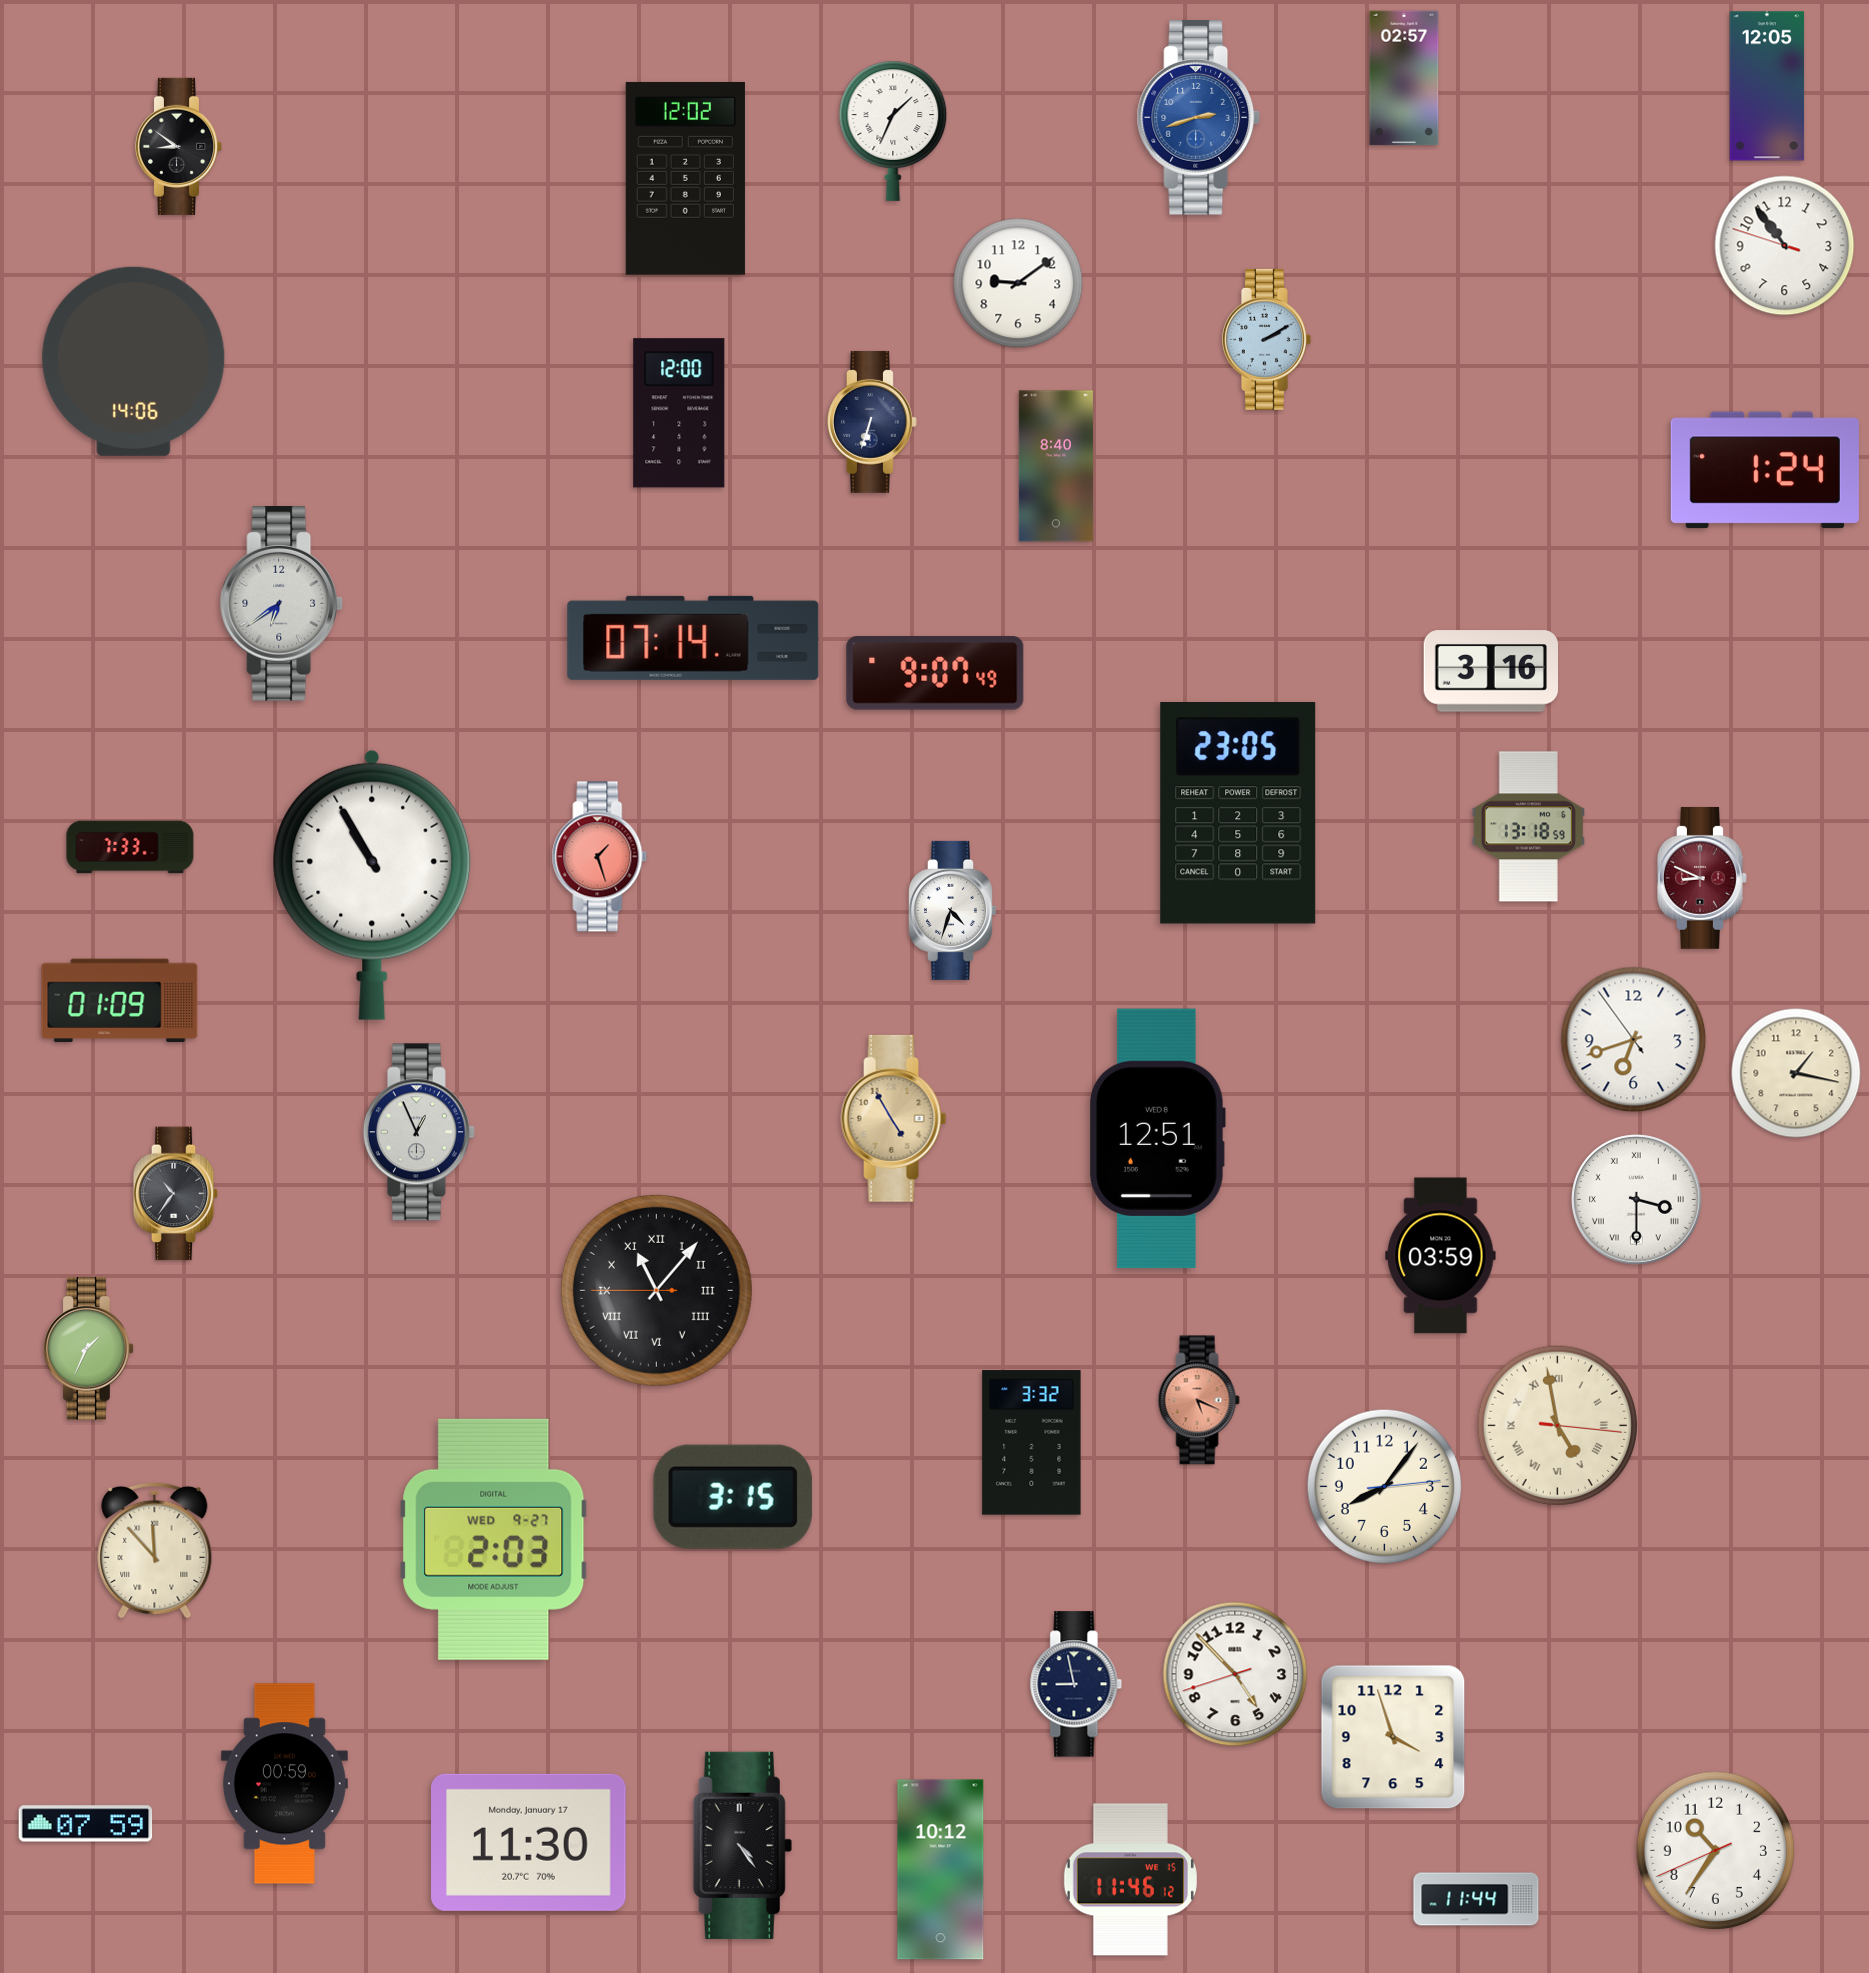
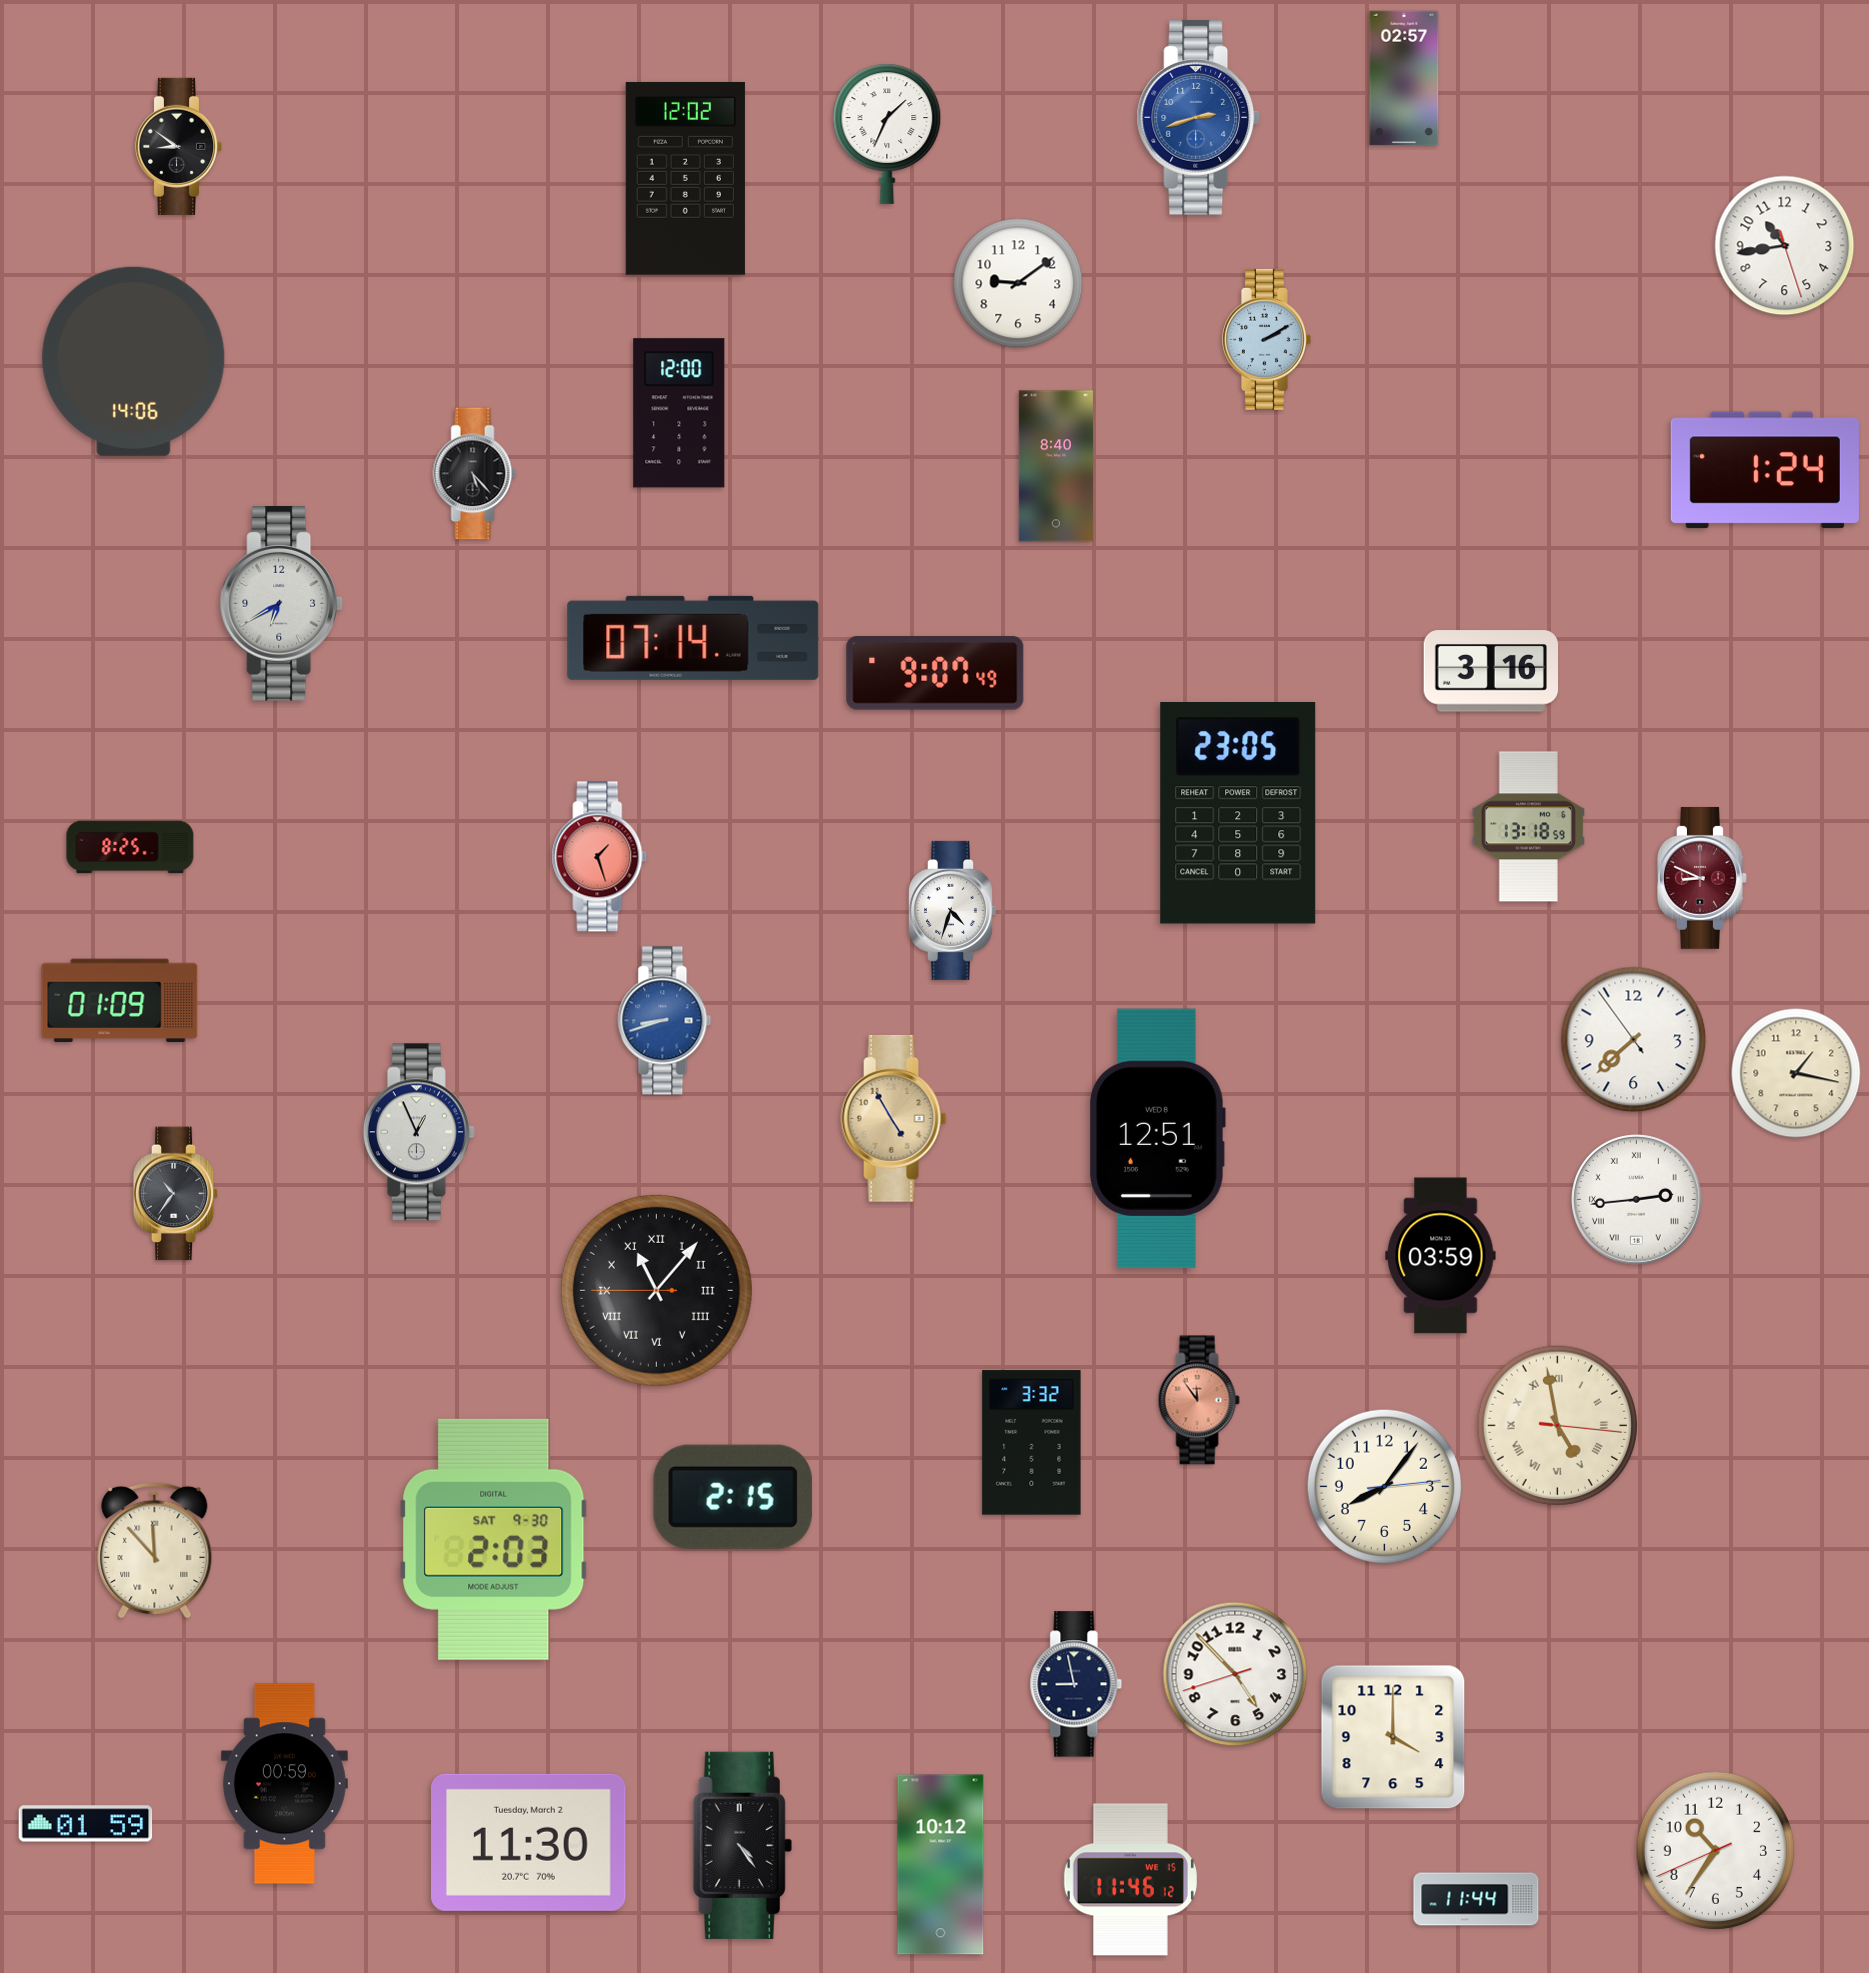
clock at (1767, 86): 12:05 -> none
clock at (893, 131) position: (893, 131) -> (887, 134)
clock at (1785, 246): 10:53 -> 10:43
clock at (873, 422): 6:33 -> none
clock at (475, 474): none -> 5:23
clock at (281, 604): 6:39 -> 6:40
clock at (130, 847): 7:33 -> 8:25
clock at (372, 885): 10:55 -> none
clock at (665, 1021): none -> 8:42
clock at (1634, 1040): 6:41 -> 7:37
clock at (1637, 1200): 3:30 -> 2:44
clock at (89, 1349): 1:34 -> none
clock at (1199, 1400): 5:19 -> 11:54
clock at (733, 1497): 3:15 -> 2:15
clock at (494, 1539) date: WED 9-27 -> SAT 9-30
clock at (1393, 1737): 3:57 -> 4:00
clock at (86, 1824): 07:59 -> 01:59
clock at (529, 1842) date: Monday, January 17 -> Tuesday, March 2
clock at (941, 1870) position: (941, 1870) -> (941, 1865)
